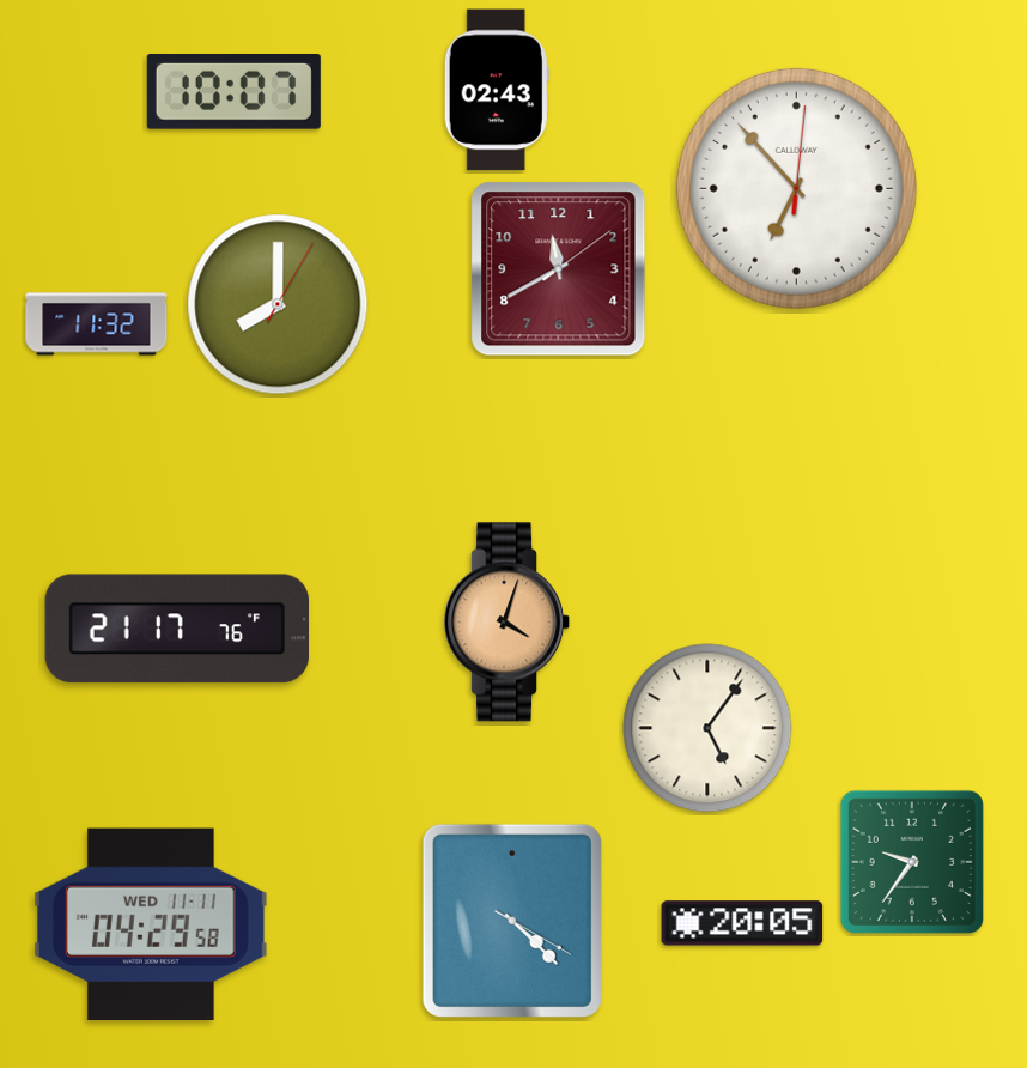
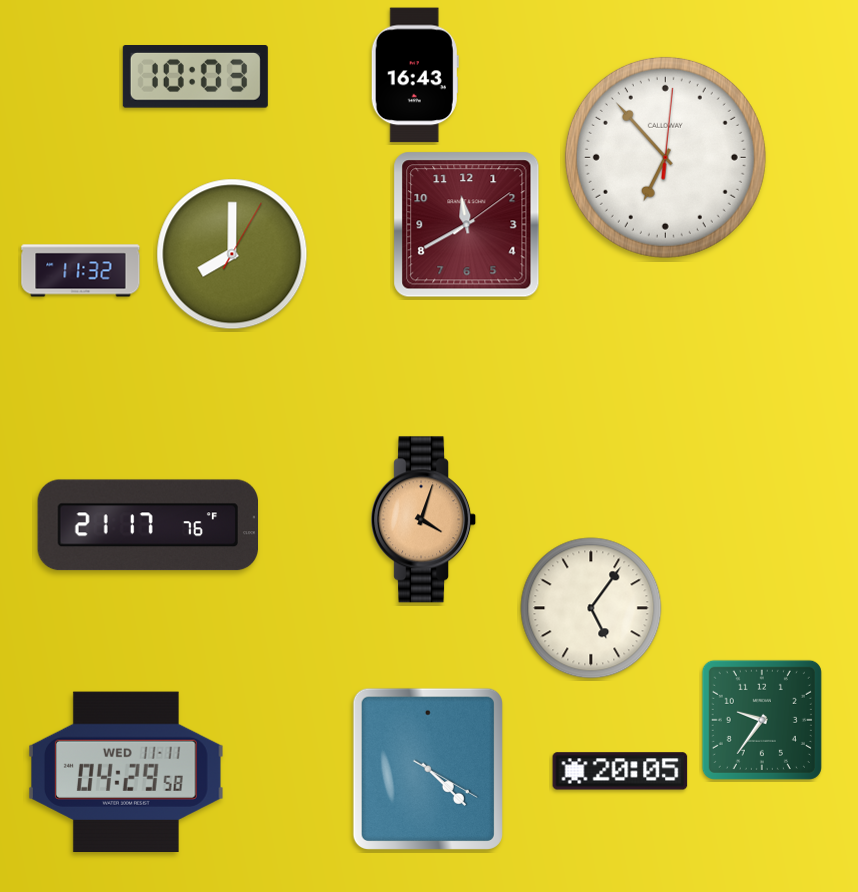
clock at (497, 90): 02:43 -> 16:43
clock at (233, 92): 10:07 -> 10:03
